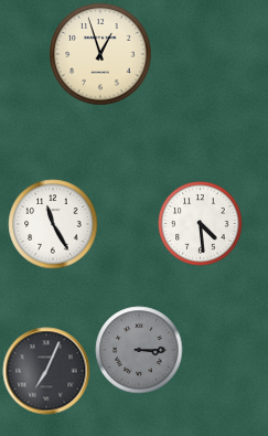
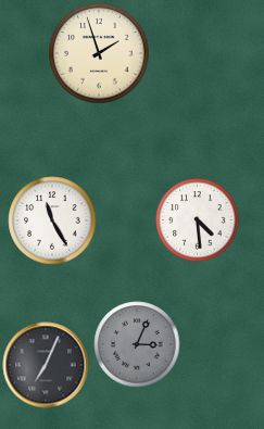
clock at (100, 54): 12:57 -> 1:57
clock at (139, 350): 3:15 -> 3:04
